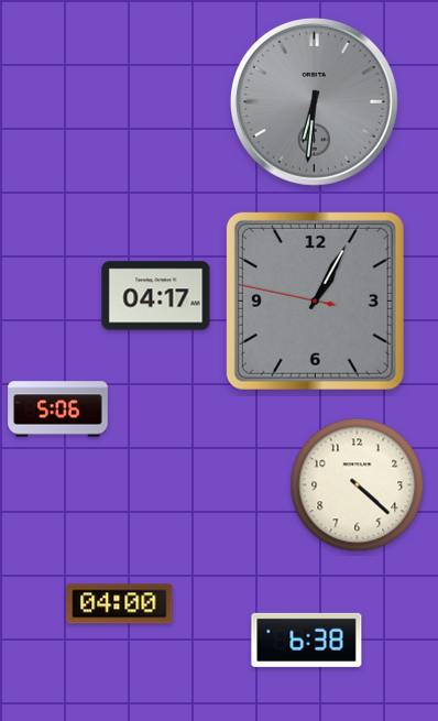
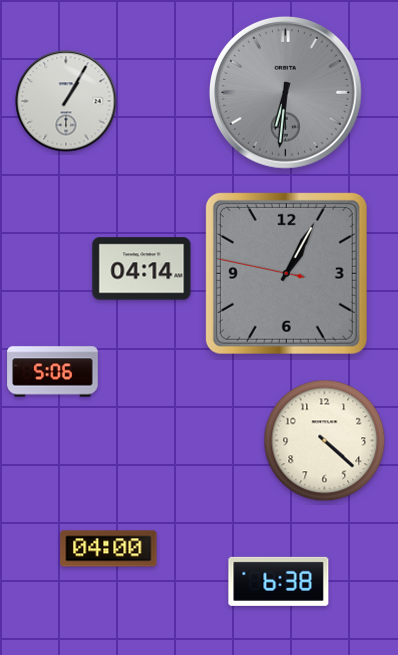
clock at (66, 101): none -> 1:05
clock at (156, 296): 04:17 -> 04:14
